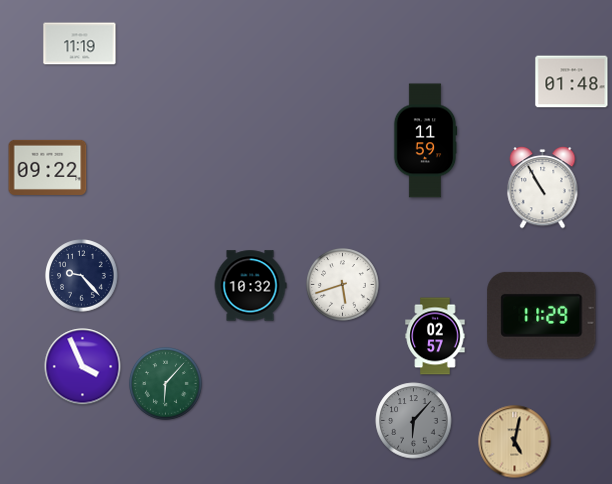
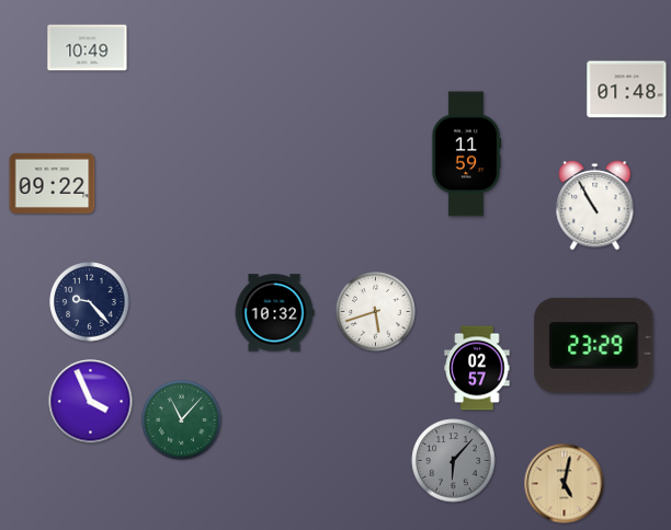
clock at (80, 44): 11:19 -> 10:49
clock at (542, 315): 11:29 -> 23:29
clock at (166, 384): 6:07 -> 11:07
